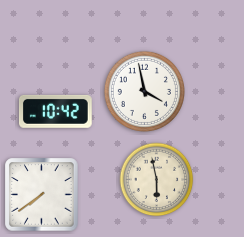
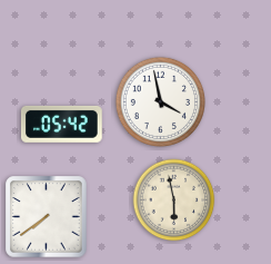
clock at (55, 111): 10:42 -> 05:42
